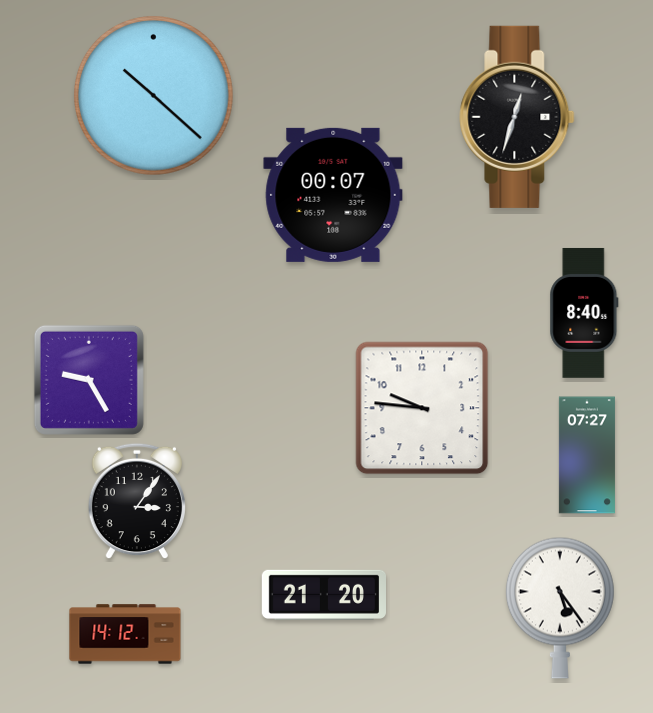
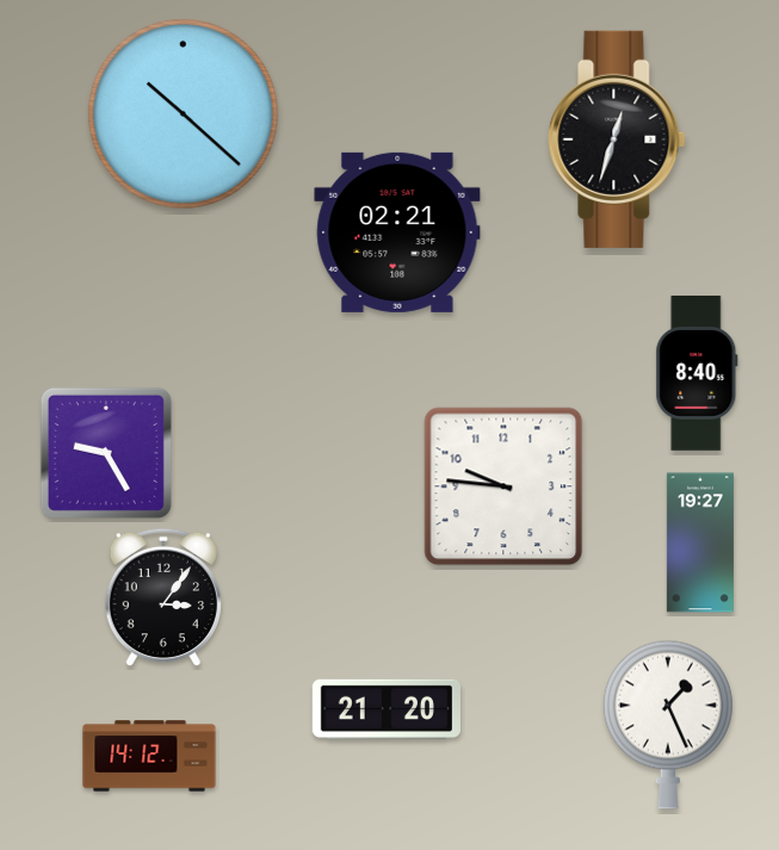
clock at (333, 195): 00:07 -> 02:21
clock at (587, 455): 07:27 -> 19:27
clock at (560, 608): 5:24 -> 1:26
